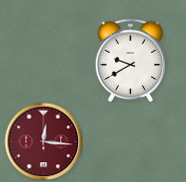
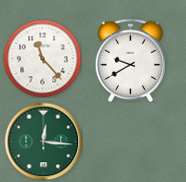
clock at (42, 58): none -> 11:23
clock at (43, 141) dial: burgundy -> green
